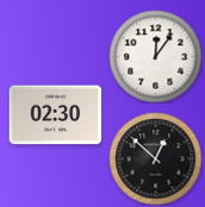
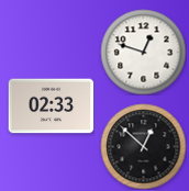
clock at (155, 56): 12:06 -> 12:48
clock at (55, 115): 02:30 -> 02:33
